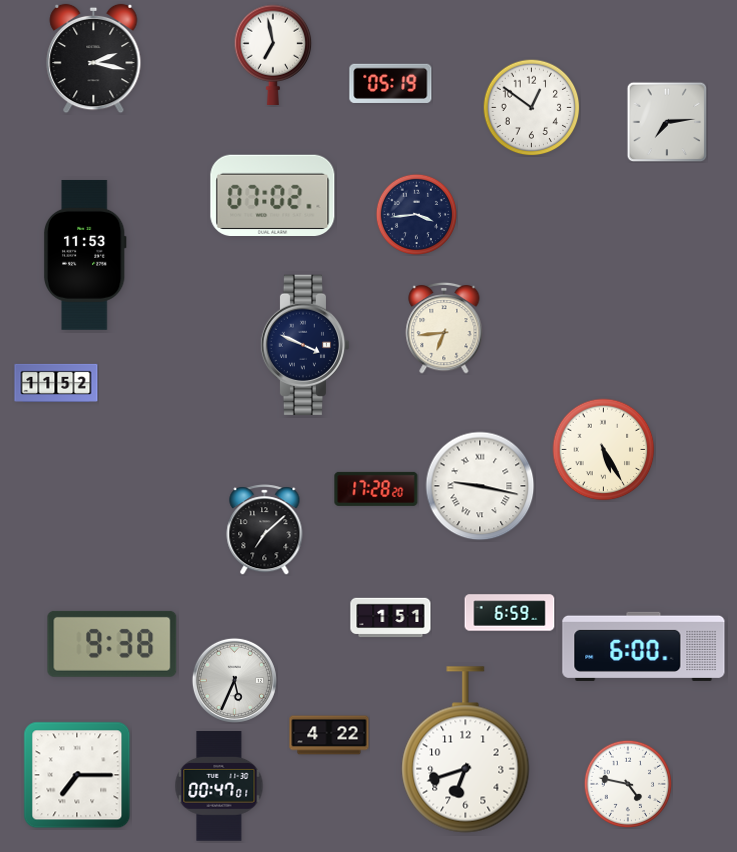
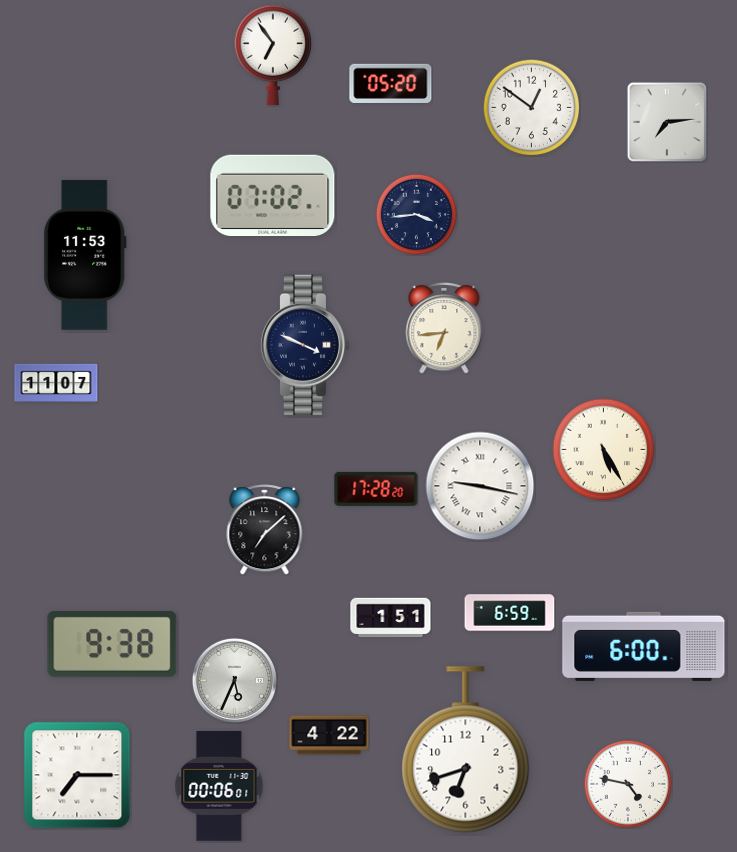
clock at (273, 54): 6:58 -> 6:54
clock at (94, 59): 2:17 -> none
clock at (391, 83): 05:19 -> 05:20
clock at (56, 383): 11:52 -> 11:07
clock at (219, 786): 00:47 -> 00:06
